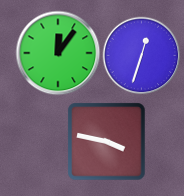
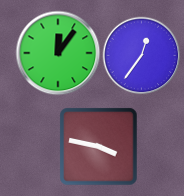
clock at (141, 55): 12:33 -> 12:36
clock at (106, 141) position: (106, 141) -> (98, 146)
